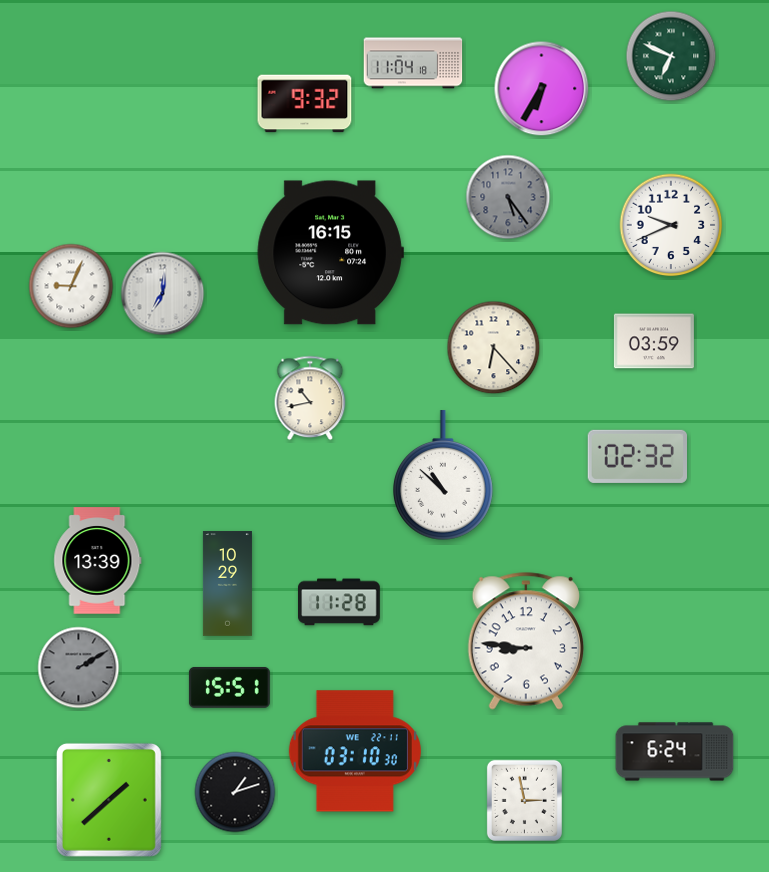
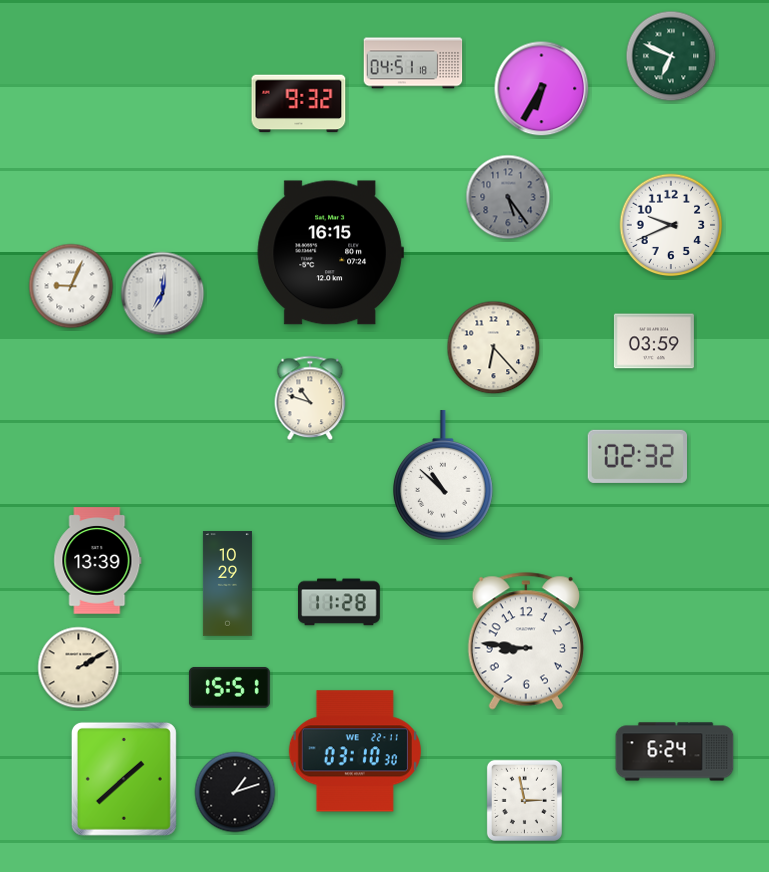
clock at (413, 63): 11:04 -> 04:51
clock at (305, 104) position: (305, 104) -> (299, 104)
clock at (310, 398): 10:43 -> 10:48
clock at (79, 668) dial: grey -> cream
clock at (109, 800) position: (109, 800) -> (124, 779)
